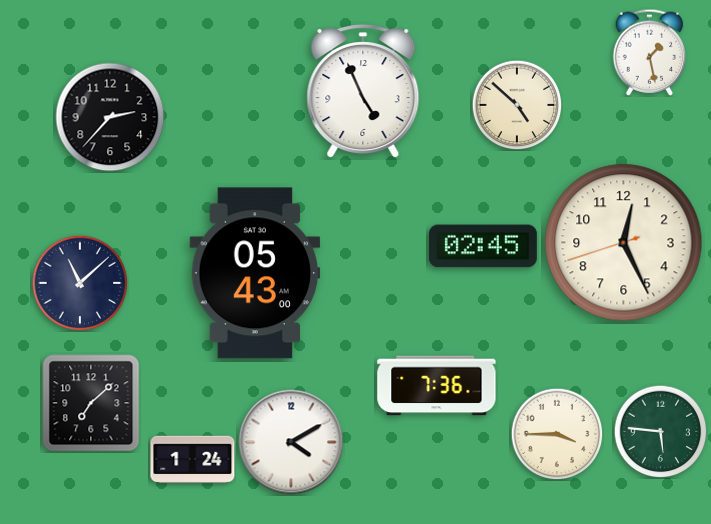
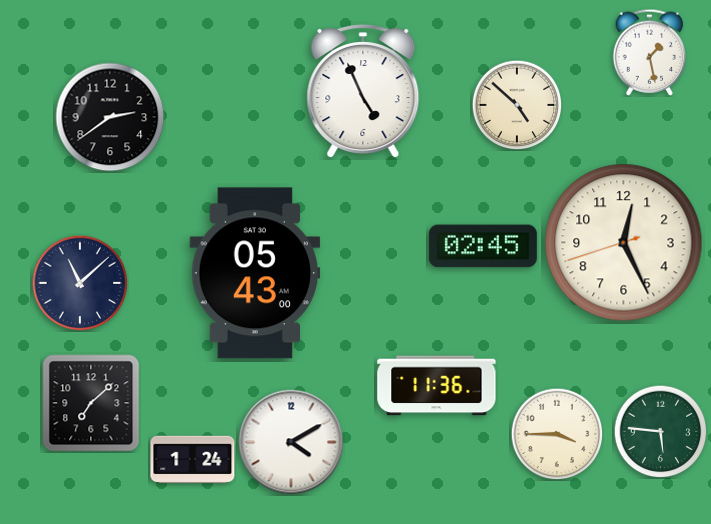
clock at (110, 117): 2:37 -> 2:39
clock at (437, 386): 7:36 -> 11:36
